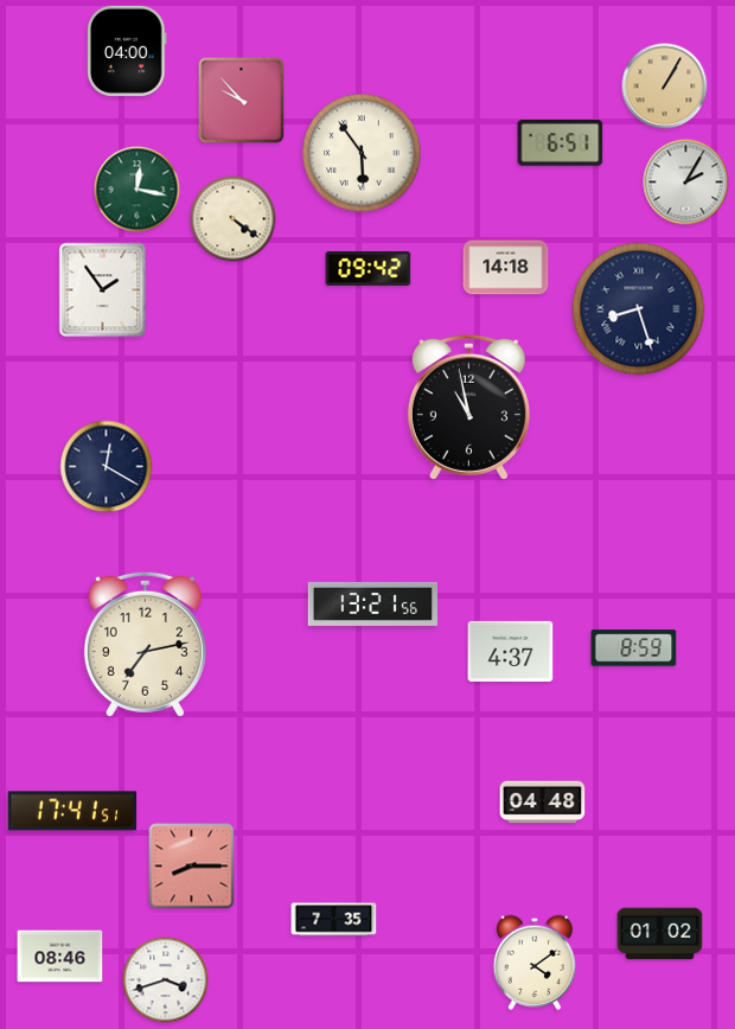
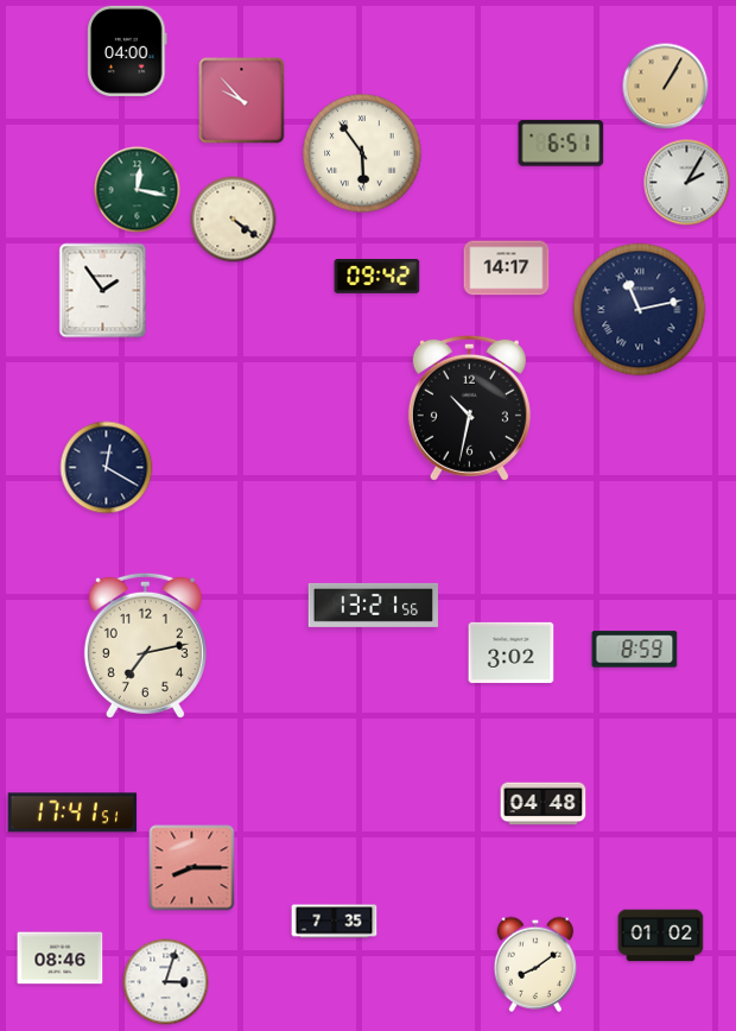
clock at (369, 268) position: (369, 268) -> (377, 276)
clock at (506, 268): 14:18 -> 14:17
clock at (639, 309): 8:27 -> 11:13
clock at (468, 407): 10:58 -> 10:32
clock at (511, 651): 4:37 -> 3:02
clock at (533, 963): 4:09 -> 8:09
clock at (166, 980): 3:42 -> 3:03
